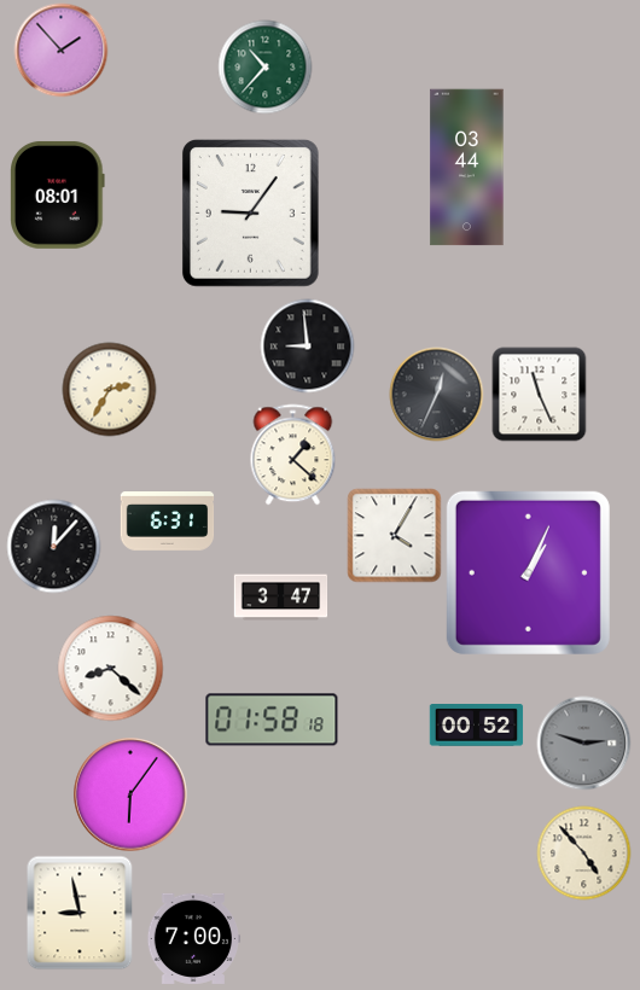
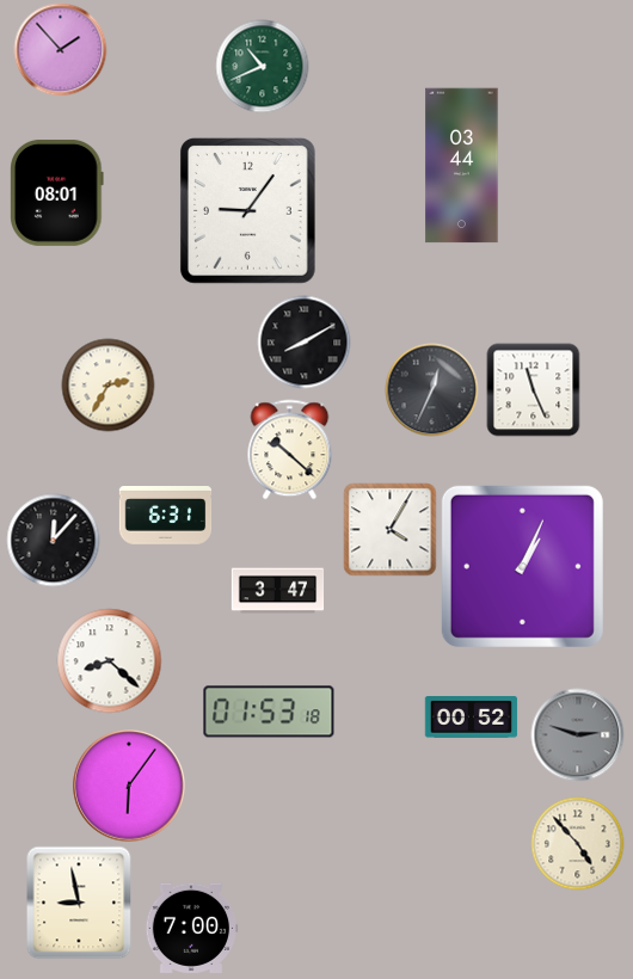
clock at (264, 66): 10:37 -> 10:41
clock at (307, 345): 8:59 -> 8:10
clock at (293, 454): 1:22 -> 10:22
clock at (272, 720): 01:58 -> 01:53
